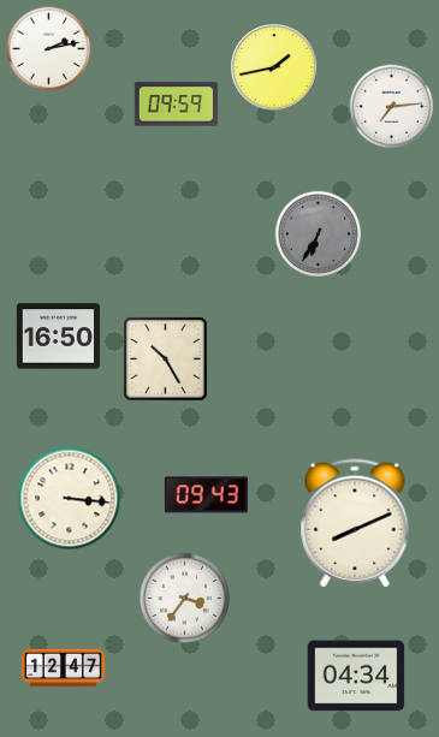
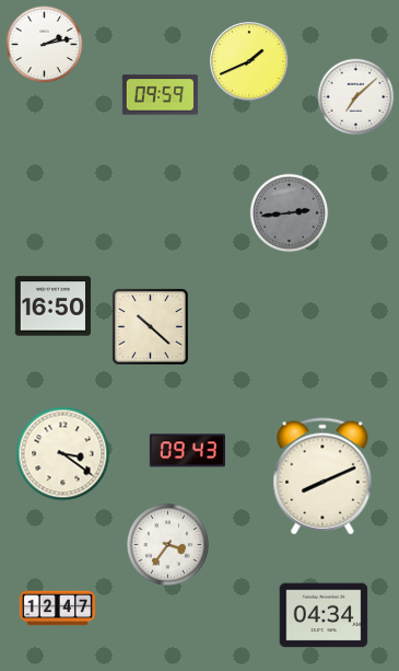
clock at (274, 67): 1:43 -> 1:41
clock at (392, 107): 7:14 -> 7:08
clock at (319, 234): 6:35 -> 2:44
clock at (166, 359): 10:25 -> 10:22
clock at (70, 499): 3:16 -> 3:21
